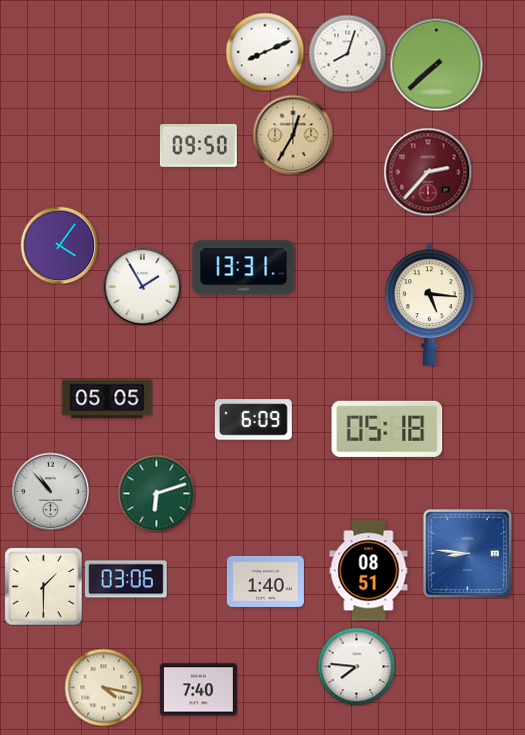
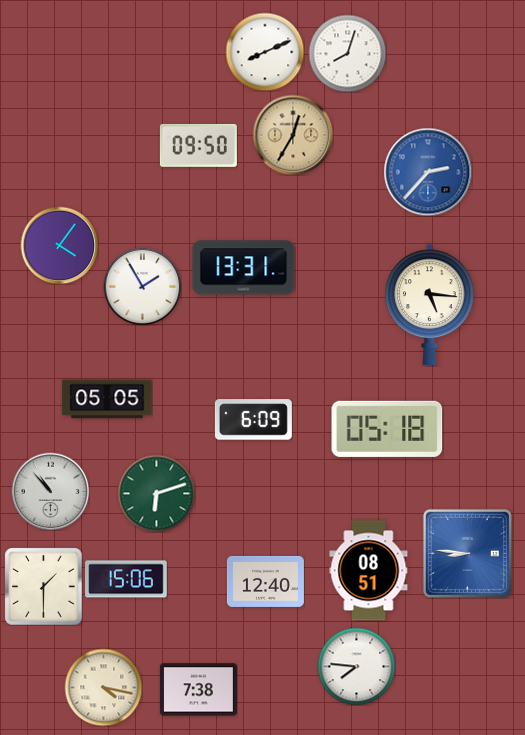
clock at (436, 64): 7:38 -> none
clock at (428, 172) dial: burgundy -> blue
clock at (126, 579): 03:06 -> 15:06
clock at (265, 581): 1:40 -> 12:40
clock at (198, 690): 7:40 -> 7:38
